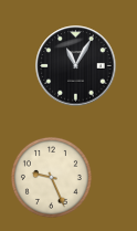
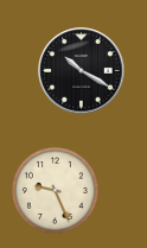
clock at (76, 66): 11:05 -> 10:20
